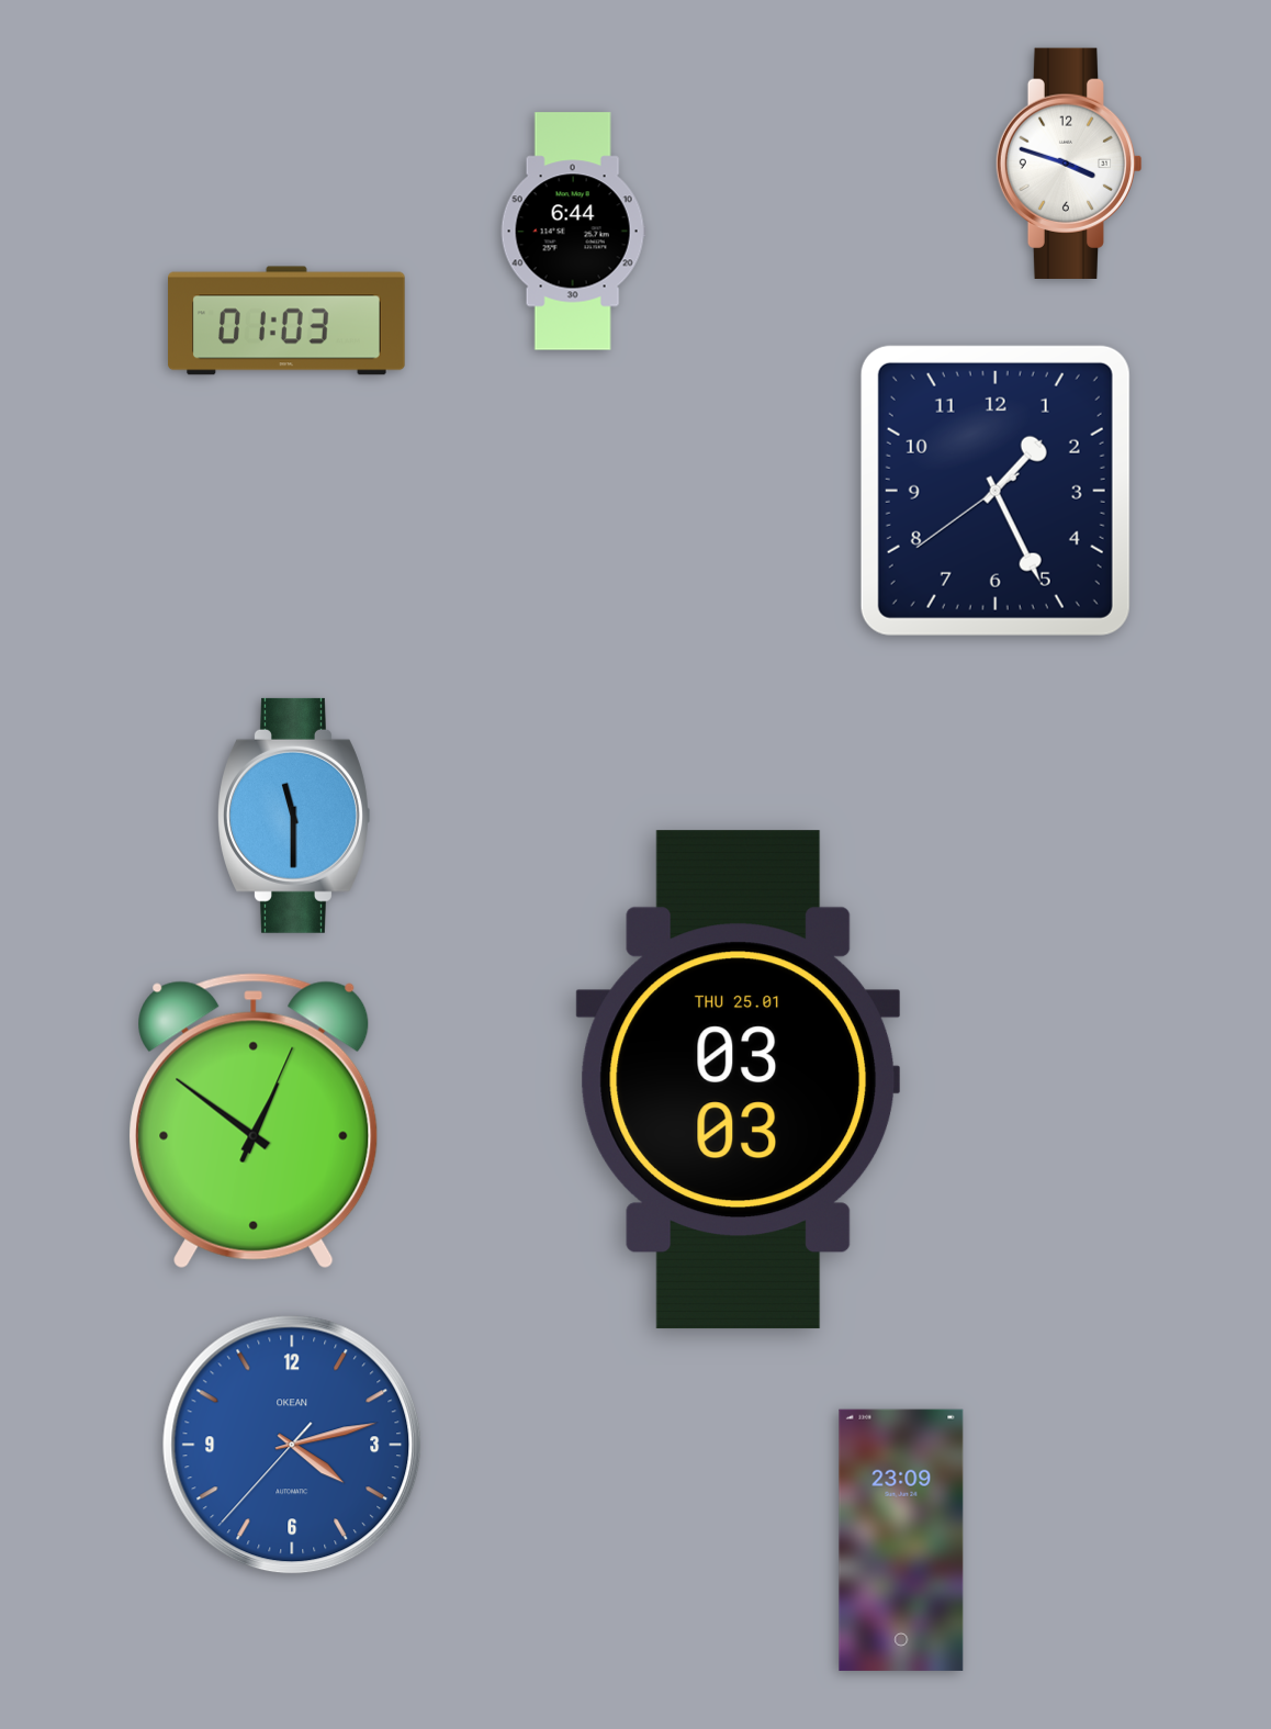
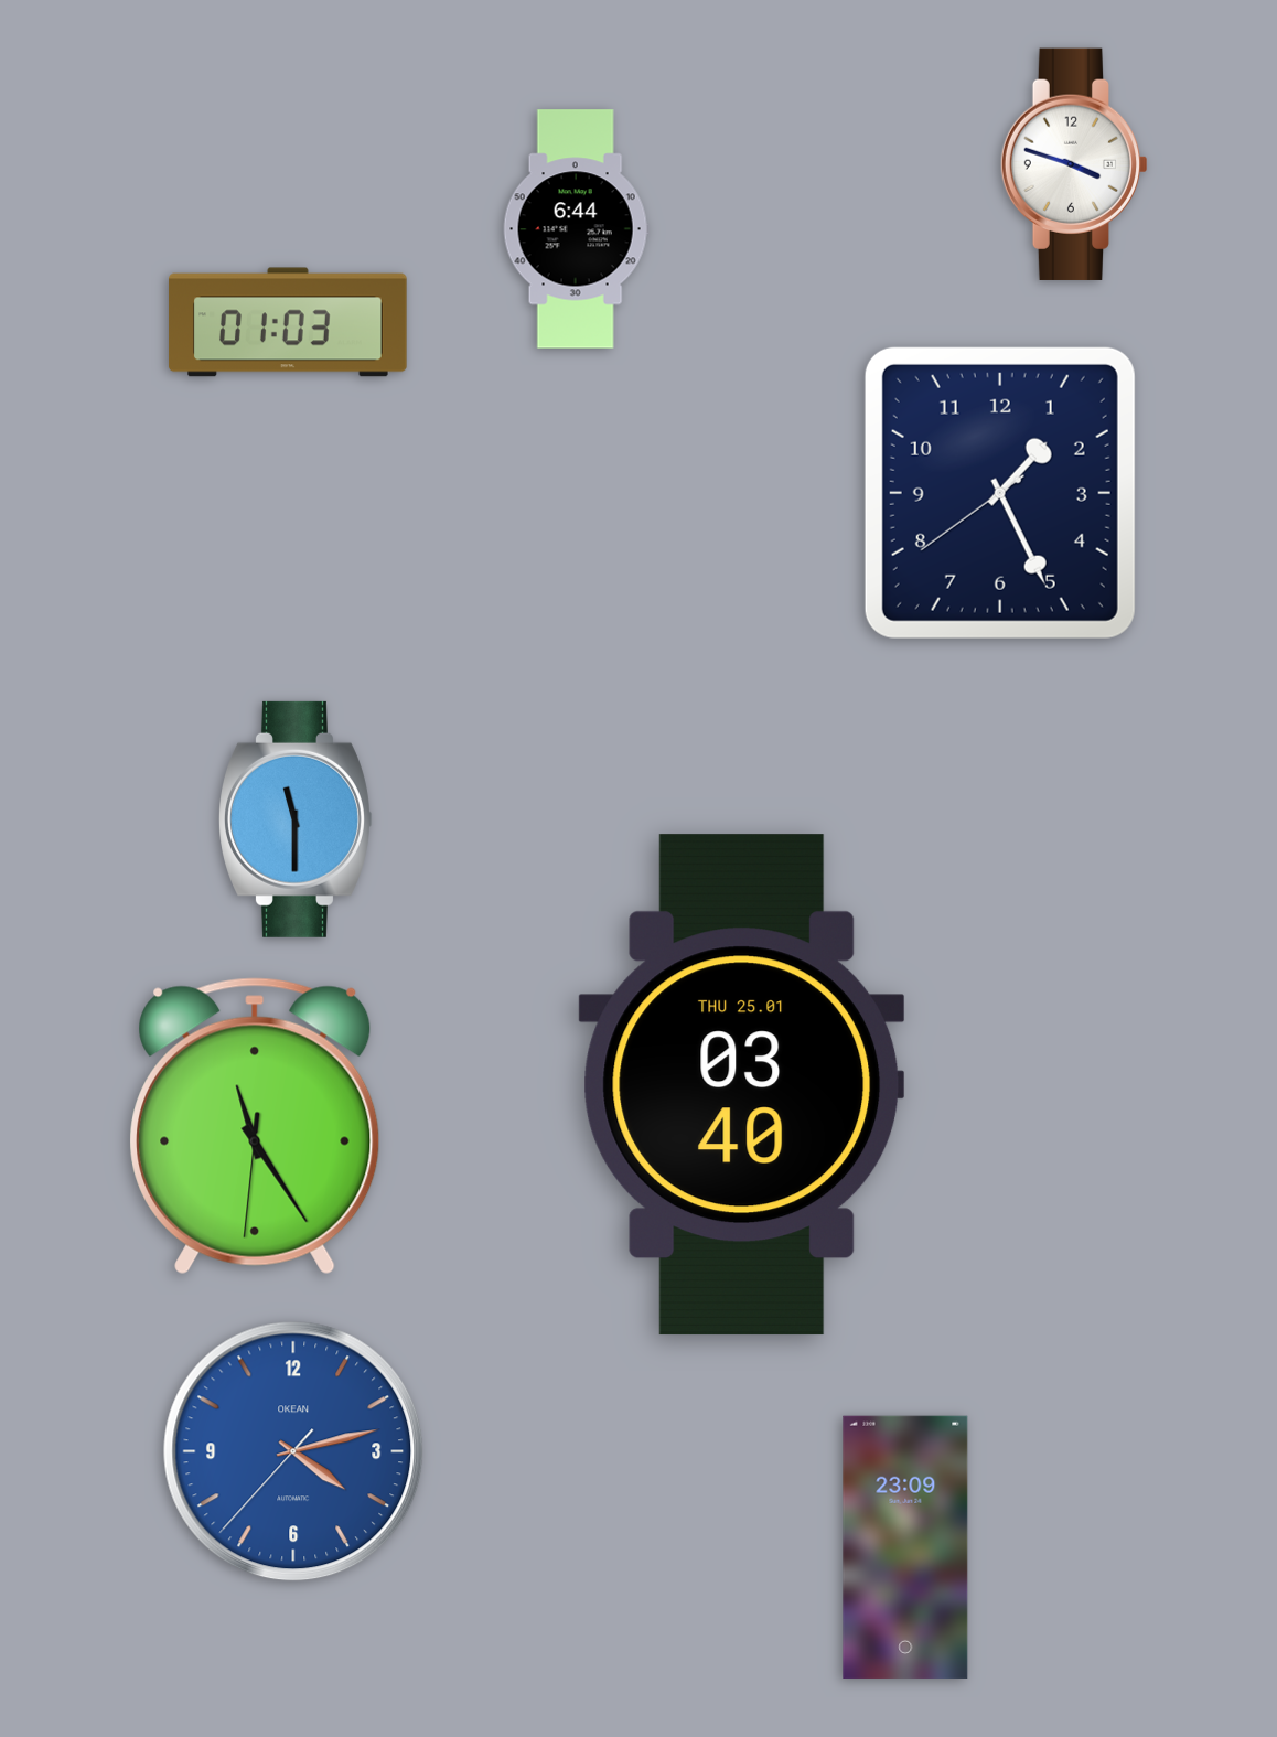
clock at (573, 232) position: (573, 232) -> (576, 229)
clock at (739, 1080): 03:03 -> 03:40
clock at (254, 1121): 12:51 -> 11:24
